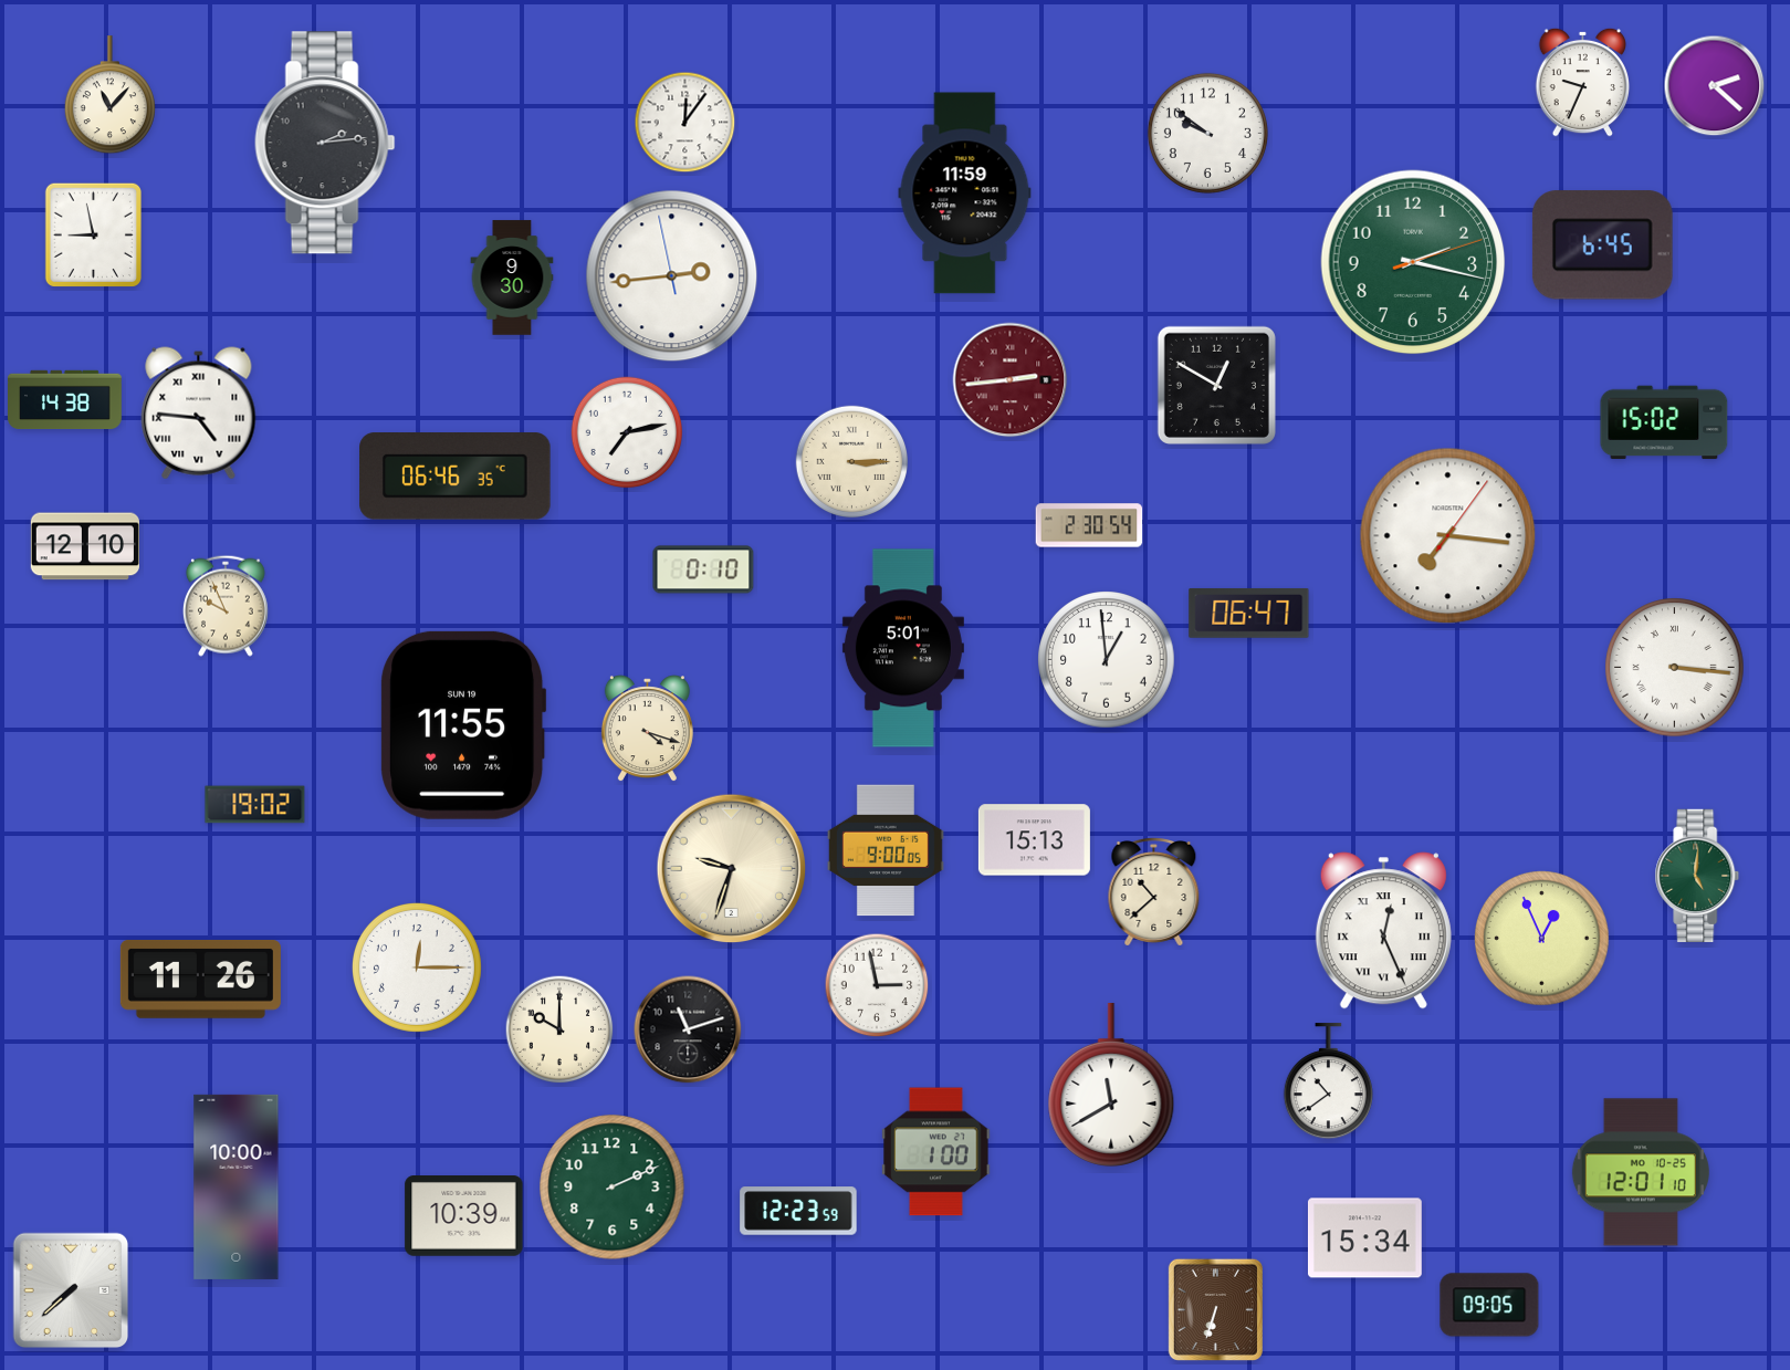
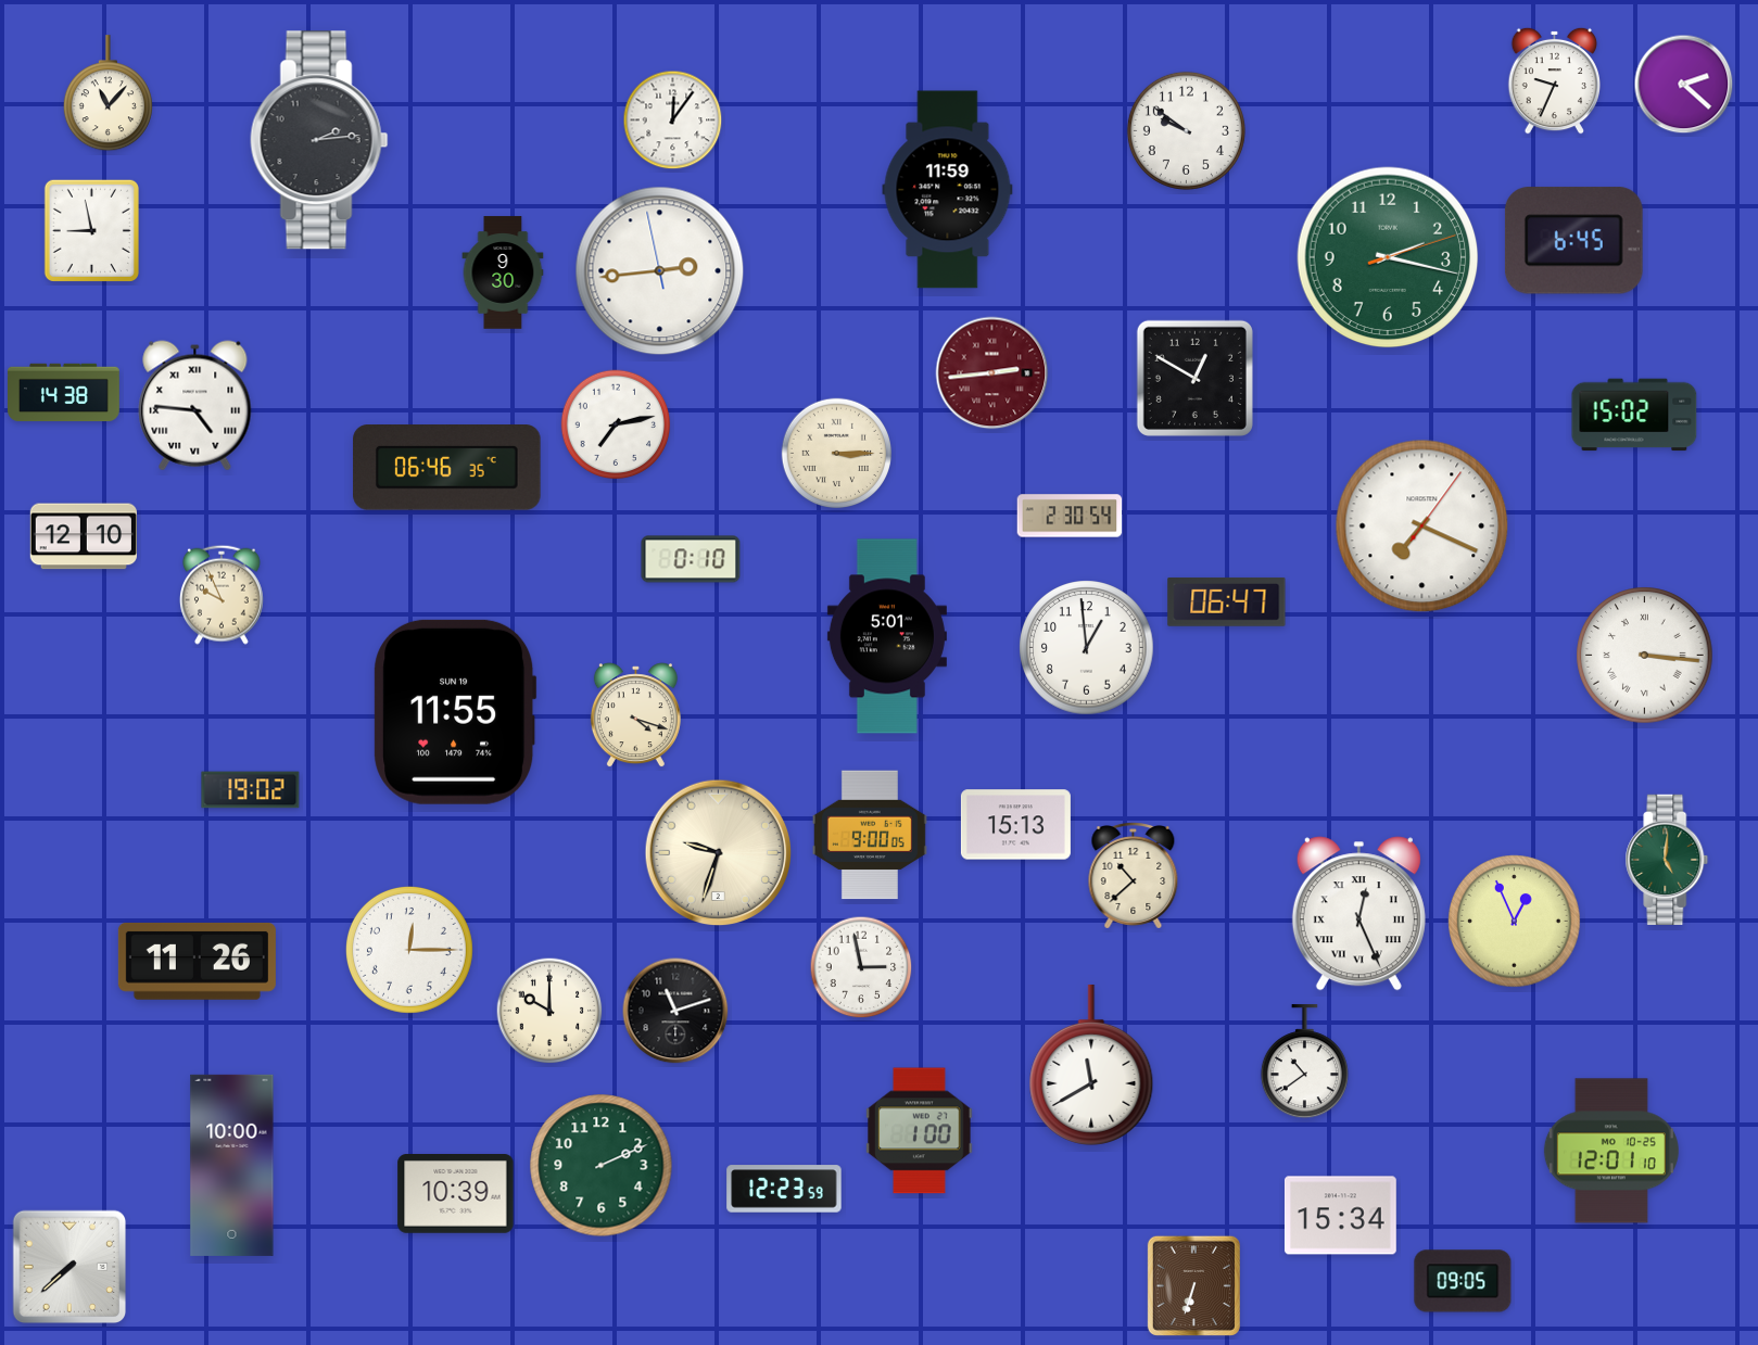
clock at (1448, 536): 7:16 -> 7:19
